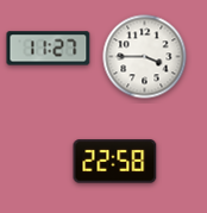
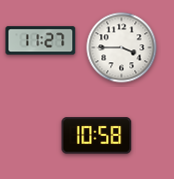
clock at (115, 162): 22:58 -> 10:58
